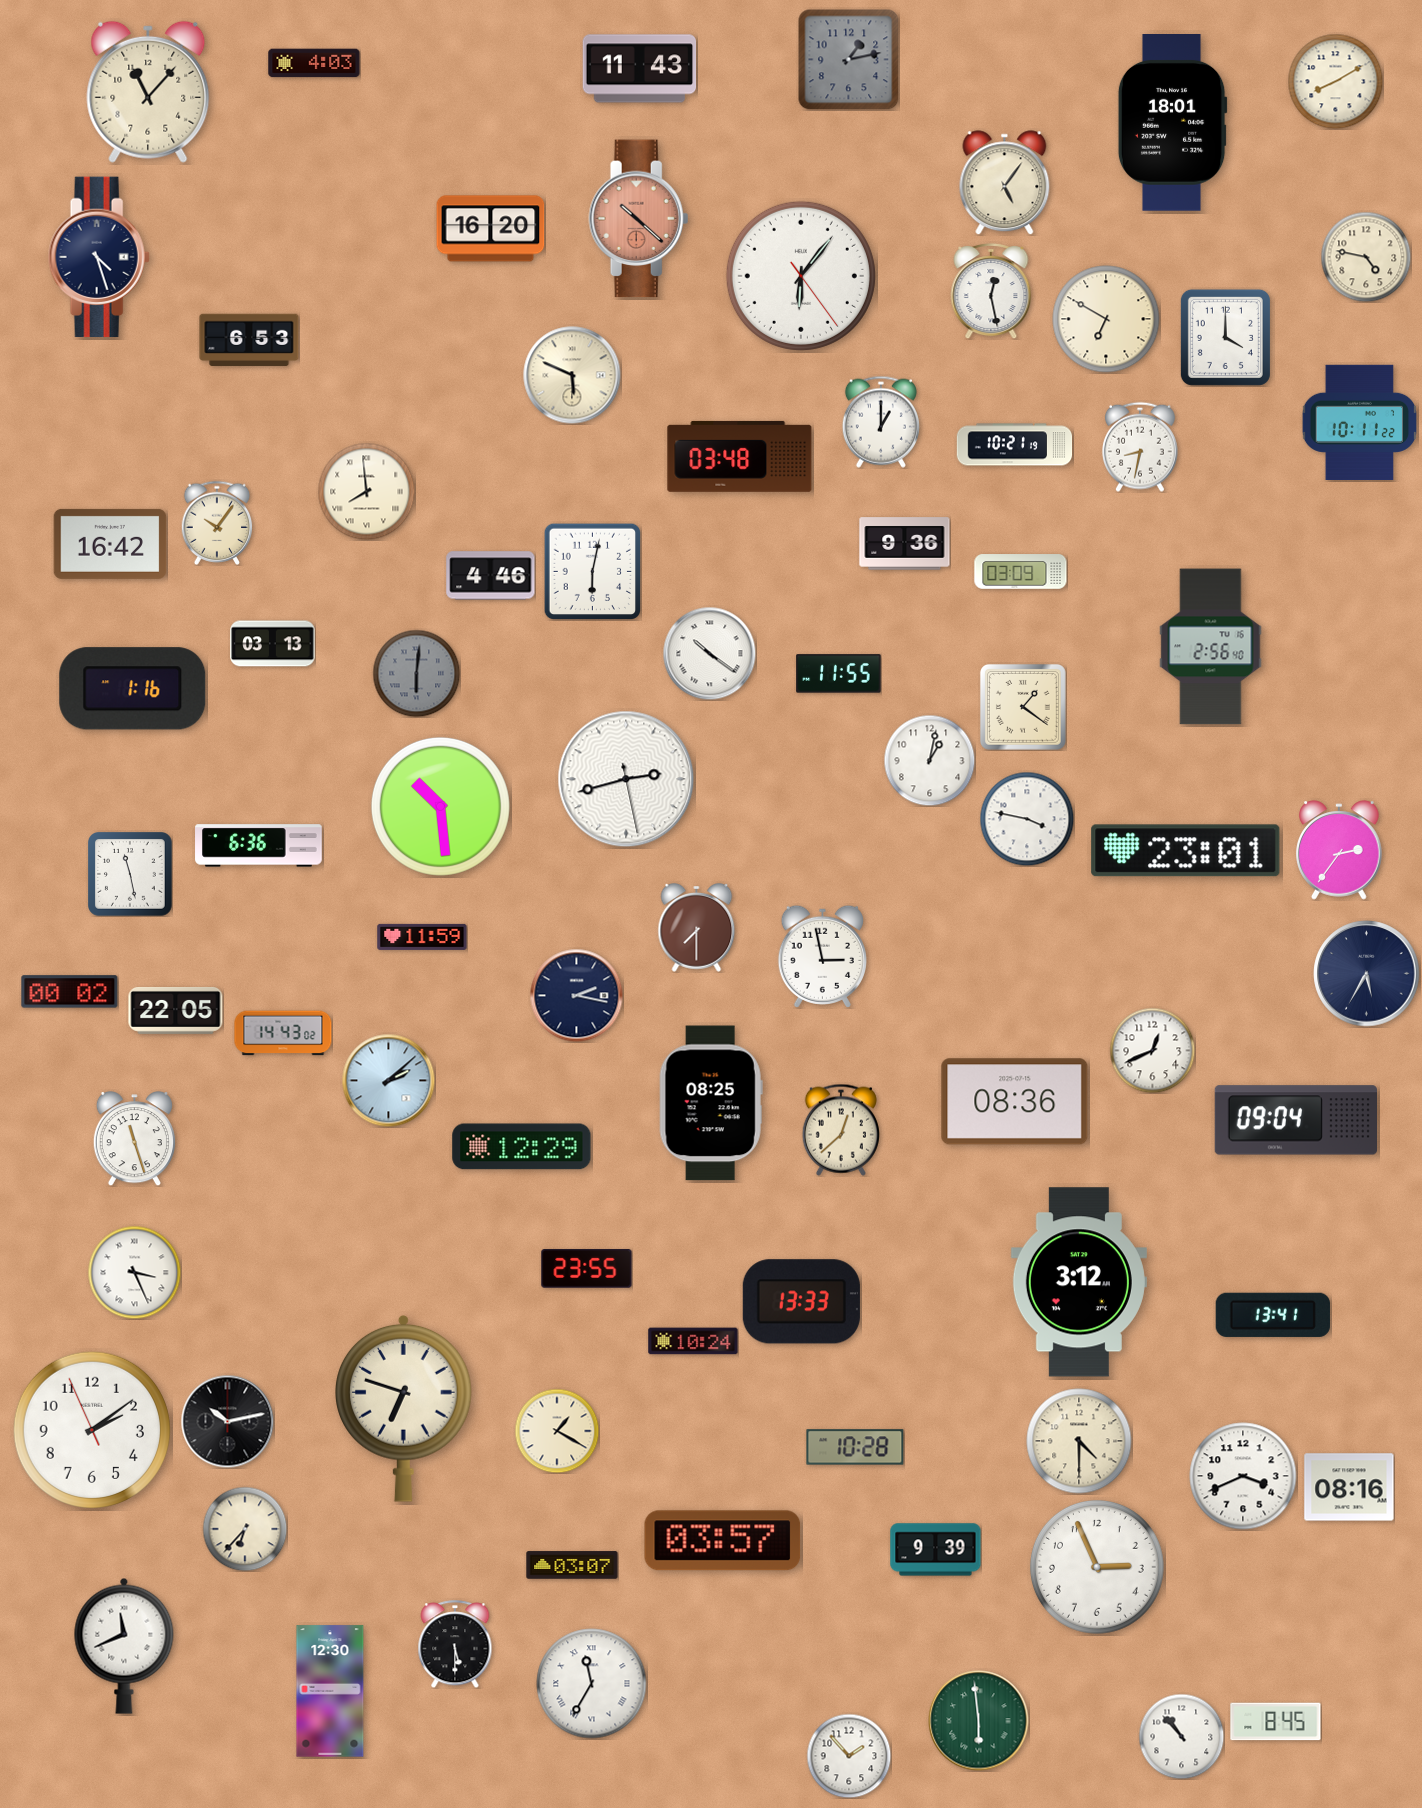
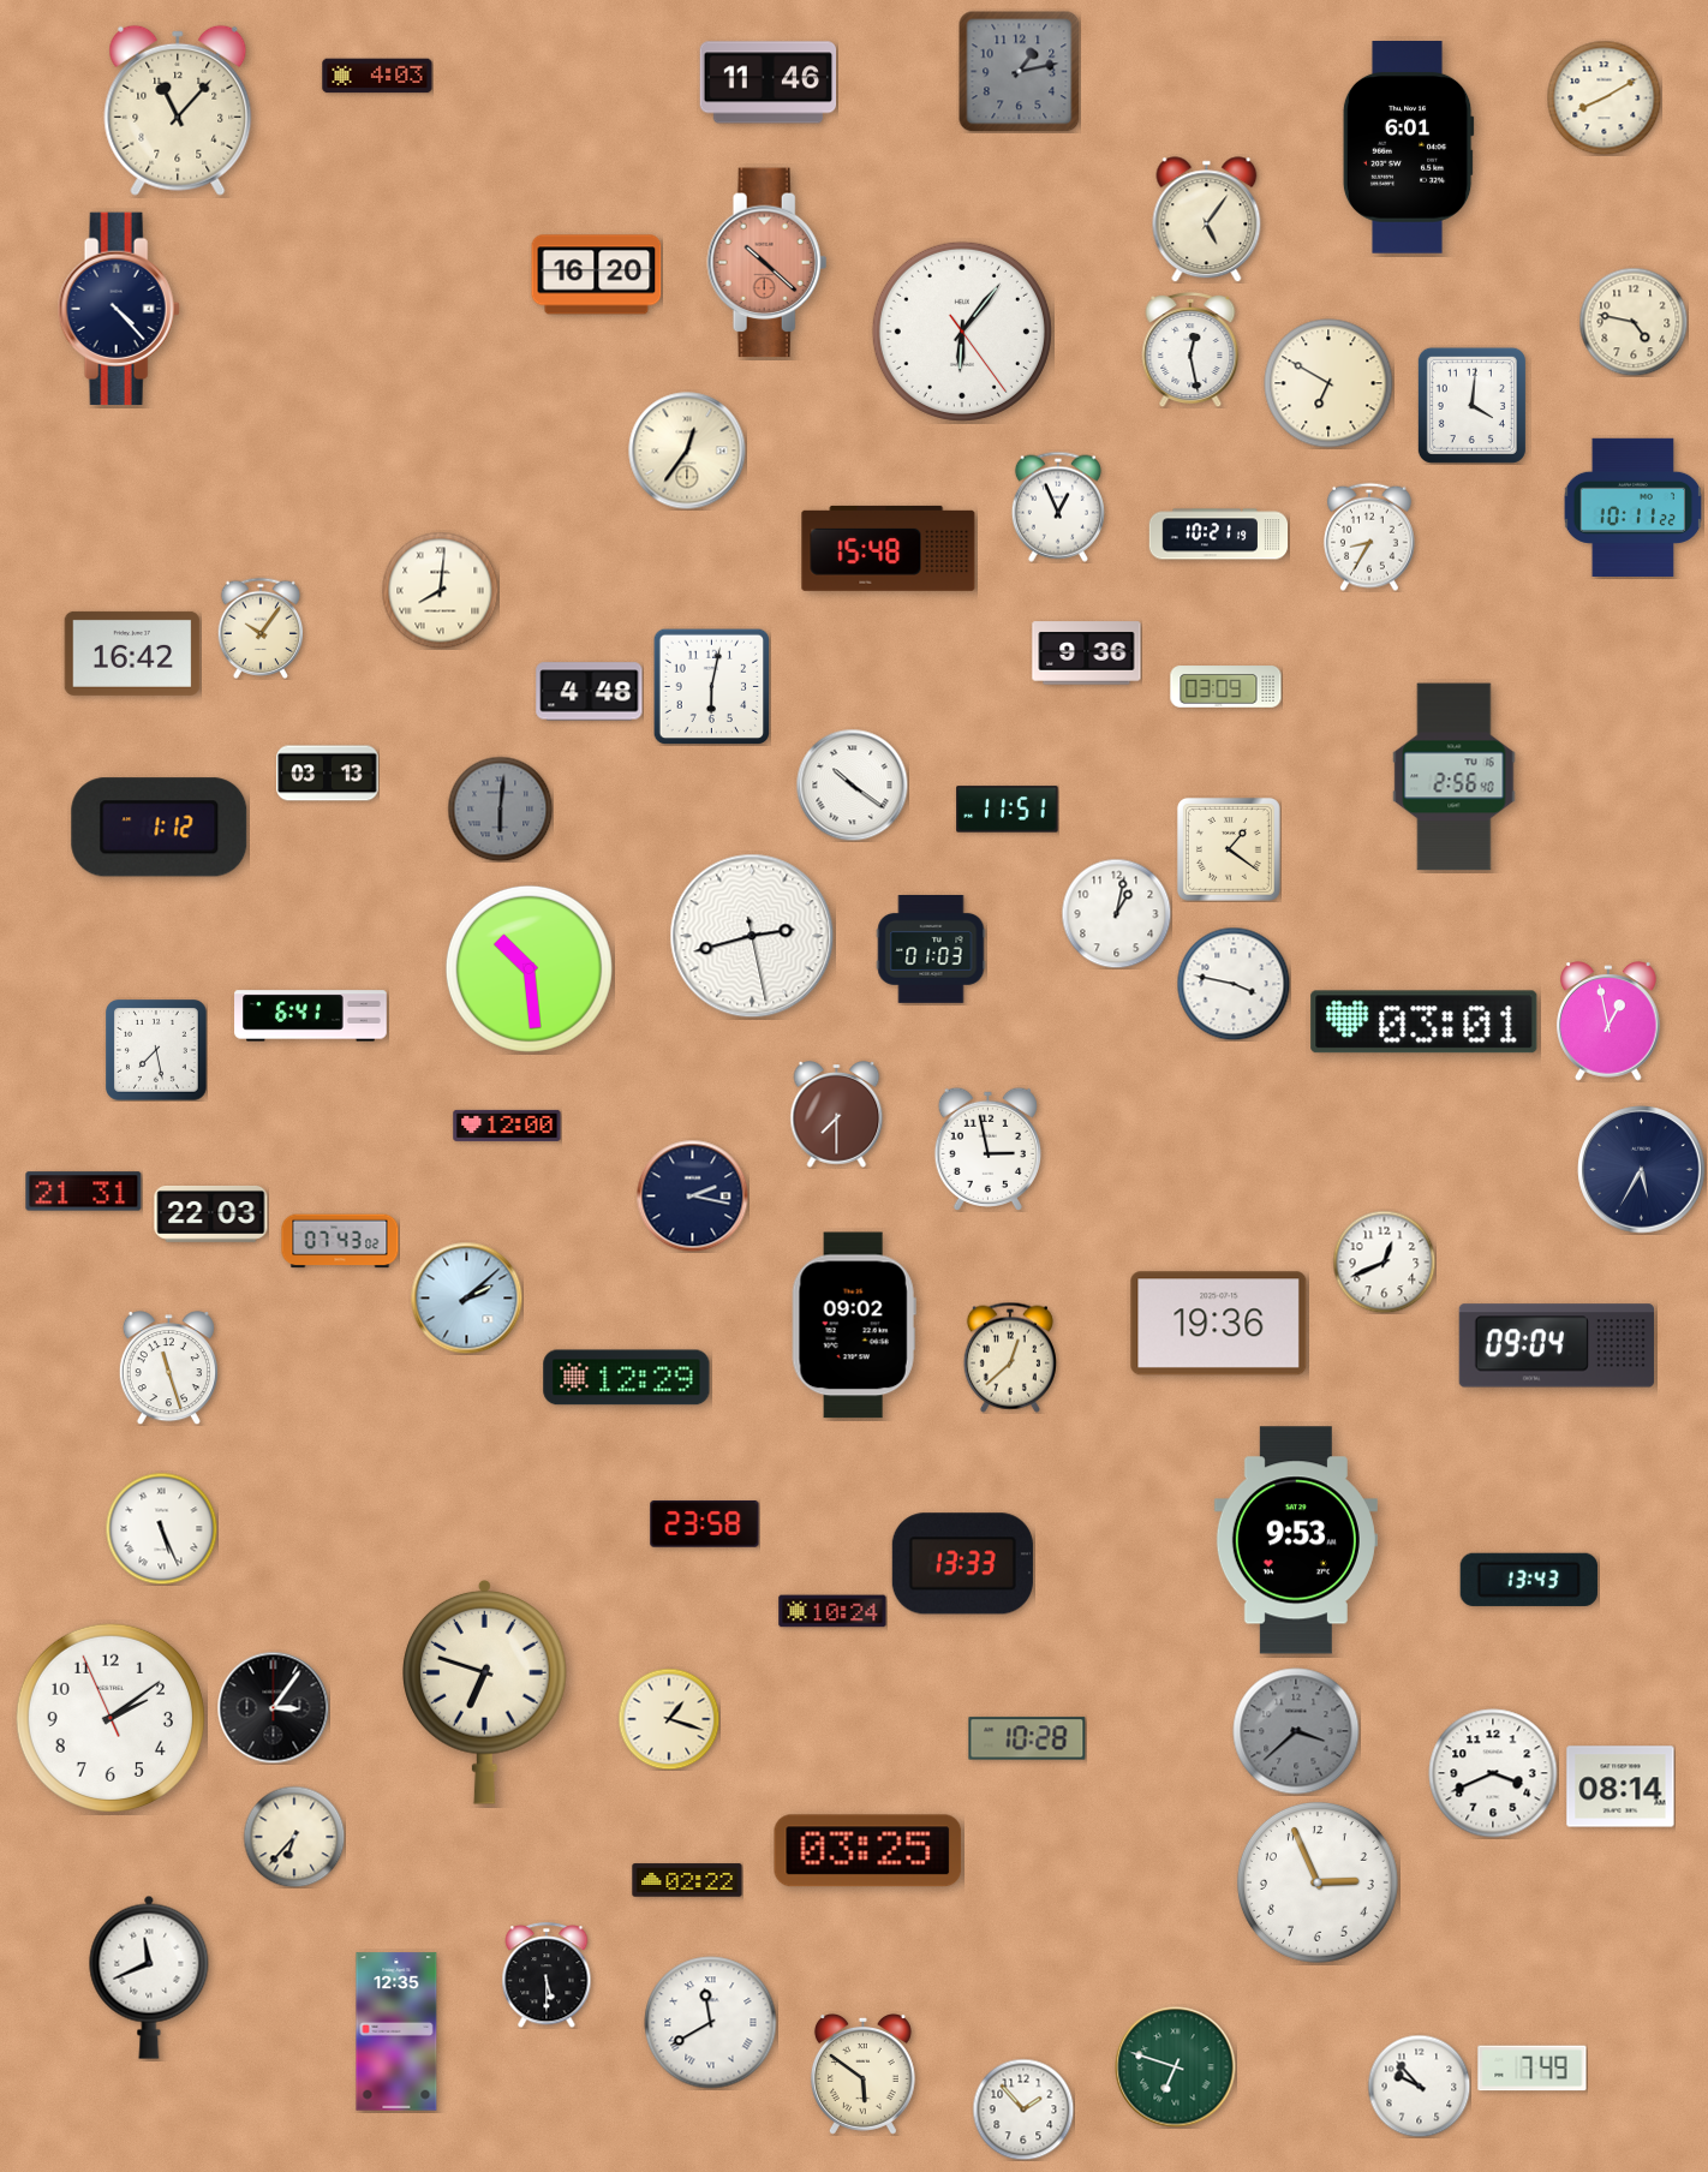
clock at (640, 69): 11:43 -> 11:46
clock at (1172, 123): 18:01 -> 6:01
clock at (491, 229) position: (491, 229) -> (597, 275)
clock at (99, 257): 4:27 -> 4:23
clock at (1366, 257) position: (1366, 257) -> (1634, 322)
clock at (1225, 337): 4:00 -> 4:01
clock at (249, 340): 6:53 -> none
clock at (572, 375): 5:49 -> 12:36
clock at (881, 422): 1:00 -> 12:56
clock at (1140, 447): 8:32 -> 8:35
clock at (740, 456): 03:48 -> 15:48
clock at (366, 491): 7:59 -> 8:01
clock at (491, 576): 4:46 -> 4:48
clock at (839, 674): 11:55 -> 11:51
clock at (133, 689): 1:16 -> 1:12
clock at (931, 949): none -> 01:03
clock at (259, 846): 6:36 -> 6:41
clock at (1339, 850): 2:36 -> 12:58
clock at (1186, 851): 23:01 -> 03:01
clock at (131, 875): 11:28 -> 7:28
clock at (422, 937): 11:59 -> 12:00
clock at (70, 992): 00:02 -> 21:31
clock at (176, 1010): 22:05 -> 22:03
clock at (283, 1033): 14:43 -> 07:43
clock at (1015, 1102): 08:36 -> 19:36
clock at (711, 1103): 08:25 -> 09:02
clock at (134, 1139) position: (134, 1139) -> (168, 1368)
clock at (587, 1269): 23:55 -> 23:58
clock at (134, 1272): 3:26 -> 5:26
clock at (1079, 1282): 3:12 -> 9:53
clock at (1273, 1315): 13:41 -> 13:43
clock at (227, 1421): 10:13 -> 3:06
clock at (557, 1431): 1:20 -> 1:18
clock at (1079, 1441): 4:30 -> 3:38
clock at (1079, 1441) dial: cream -> grey
clock at (1349, 1487): 08:16 -> 08:14
clock at (723, 1541): 03:57 -> 03:25
clock at (936, 1550): 9:39 -> none
clock at (572, 1565): 03:07 -> 02:22
clock at (592, 1684): 11:35 -> 11:40
clock at (330, 1691): 12:30 -> 12:35
clock at (979, 1721): 5:59 -> 6:48
clock at (1276, 1722): 8:45 -> 7:49
clock at (862, 2075): none -> 5:51
clock at (1181, 1736): 10:53 -> 9:53
clock at (849, 1756) position: (849, 1756) -> (1023, 2110)
